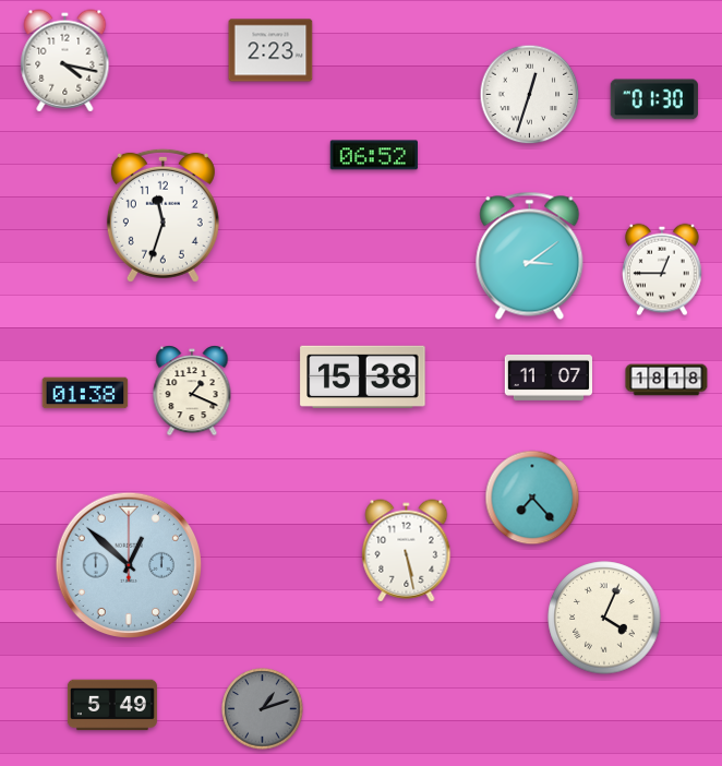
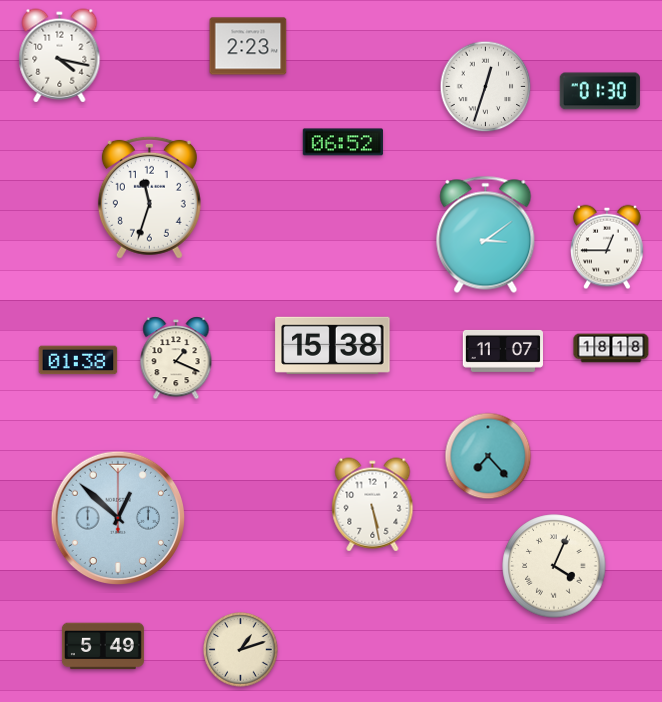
clock at (547, 378) position: (547, 378) -> (502, 351)
clock at (263, 709) dial: grey -> cream
